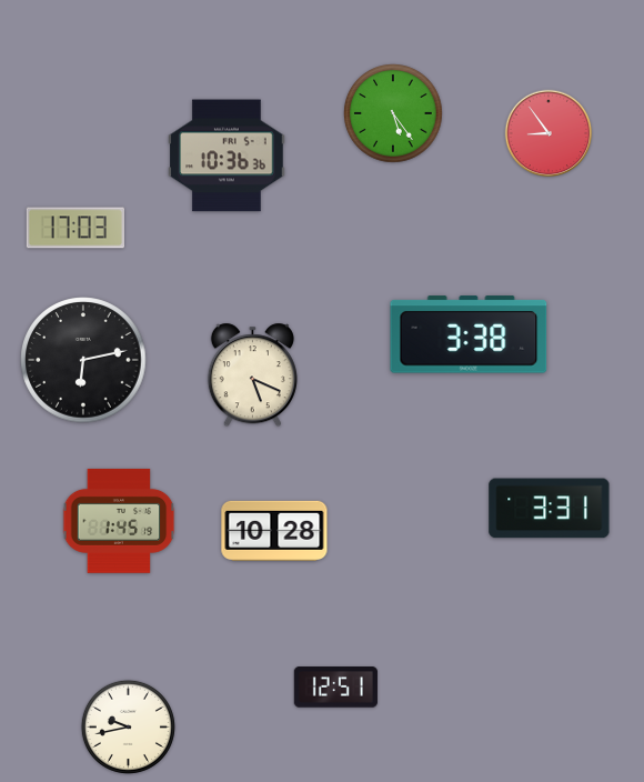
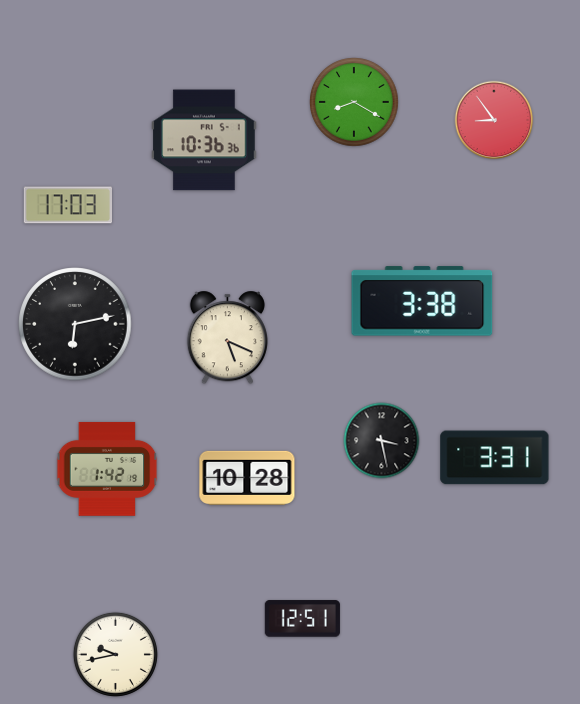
clock at (393, 113): 5:24 -> 8:20
clock at (382, 441): none -> 3:28
clock at (119, 521): 1:45 -> 1:42
